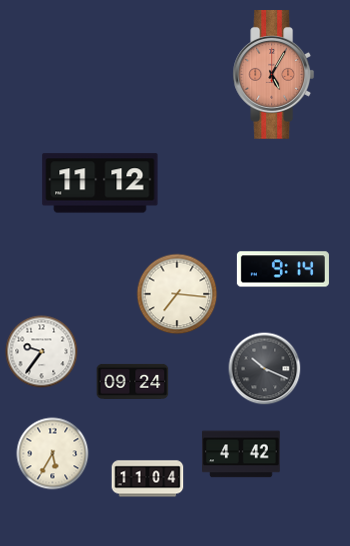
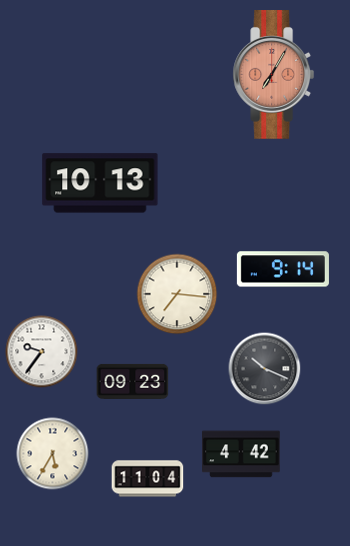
clock at (274, 75): 5:05 -> 7:05
clock at (100, 183): 11:12 -> 10:13
clock at (133, 381): 09:24 -> 09:23
